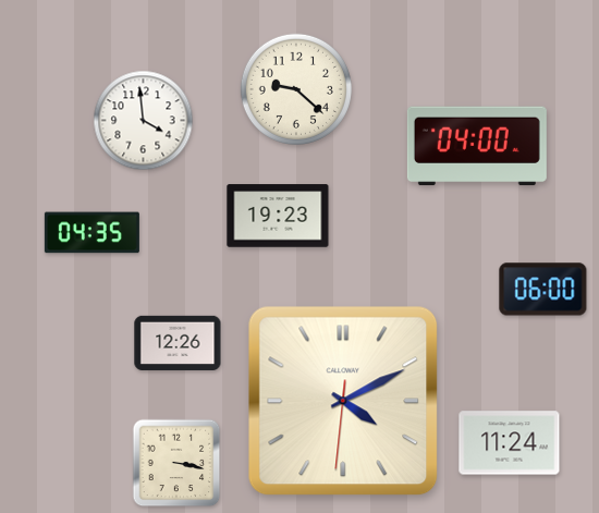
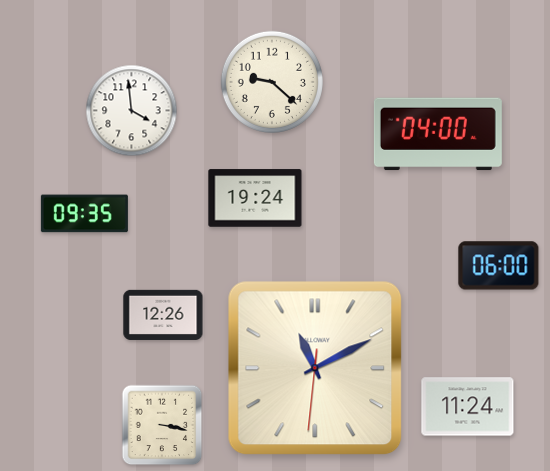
clock at (278, 216): 19:23 -> 19:24
clock at (91, 233): 04:35 -> 09:35
clock at (343, 401): 4:10 -> 11:10
